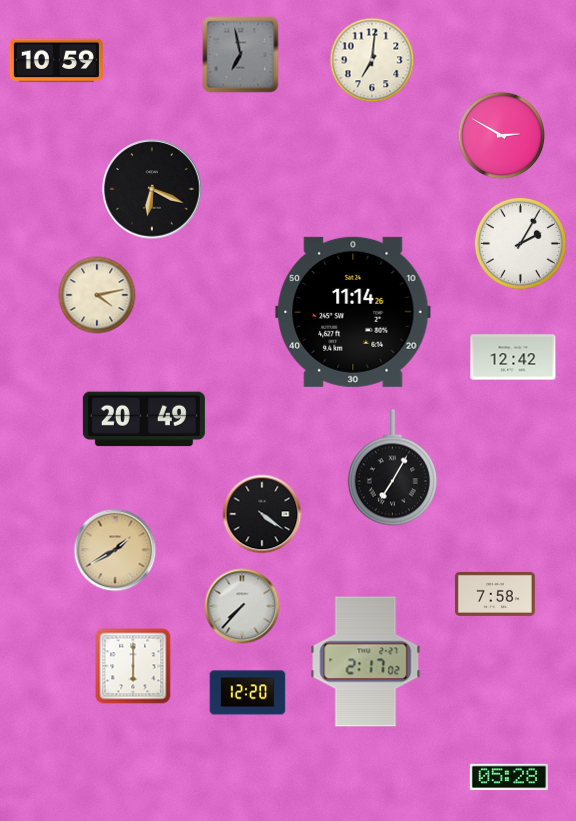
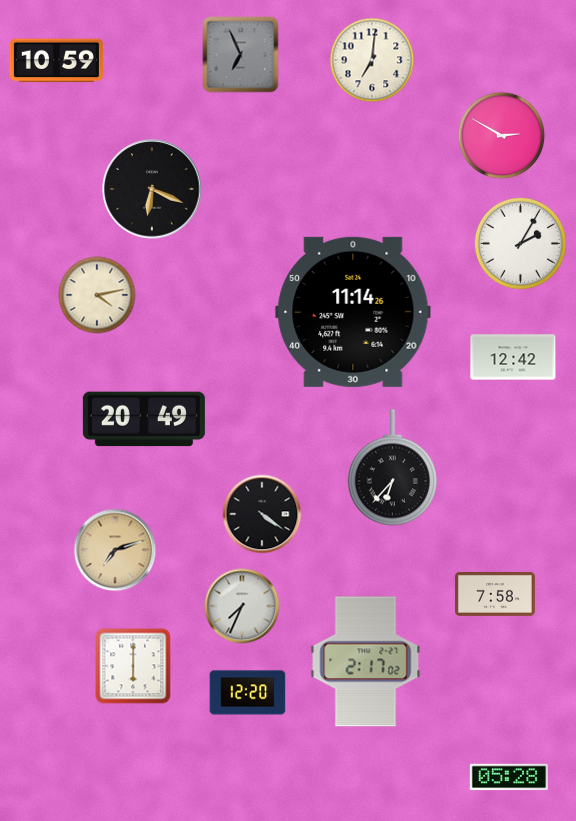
clock at (241, 55): 6:58 -> 6:56
clock at (392, 468): 7:05 -> 6:37
clock at (115, 550): 1:40 -> 7:12
clock at (242, 606): 7:37 -> 7:34
